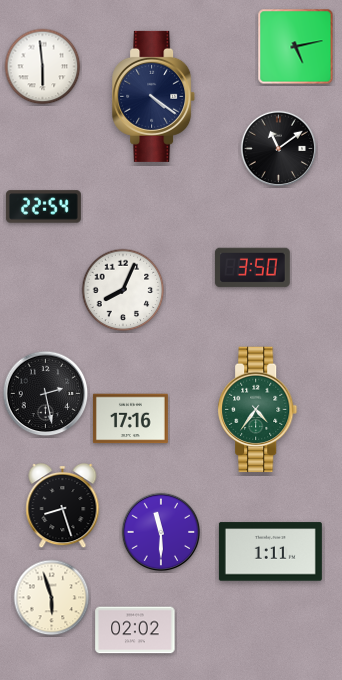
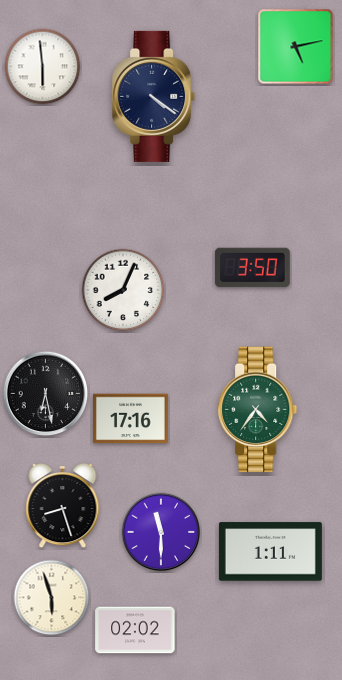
clock at (279, 149): 11:09 -> none
clock at (43, 207): 22:54 -> none
clock at (46, 394): 2:28 -> 6:28
